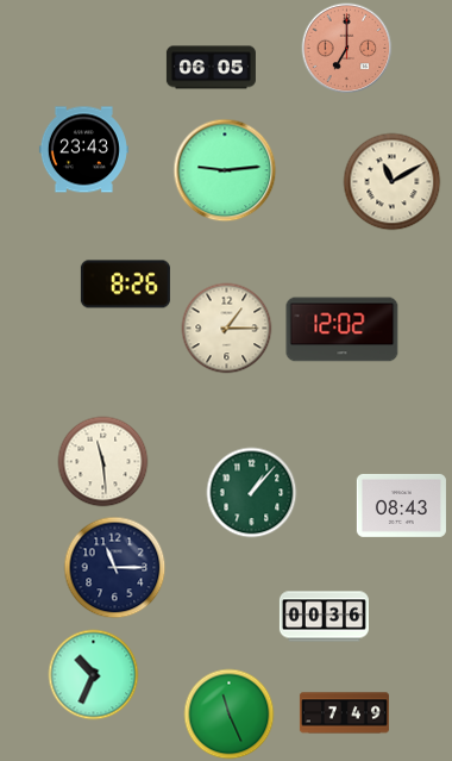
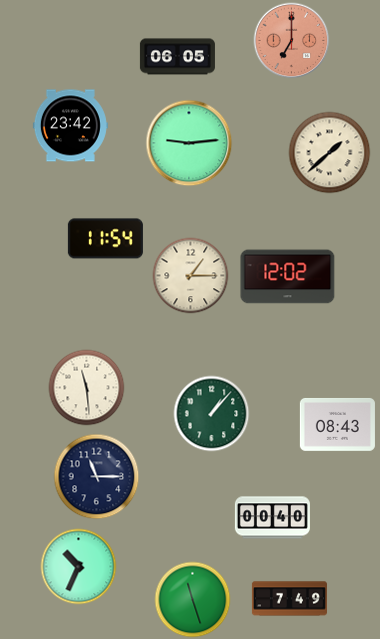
clock at (83, 150): 23:43 -> 23:42
clock at (393, 182): 11:10 -> 1:38
clock at (125, 285): 8:26 -> 11:54
clock at (324, 617): 00:36 -> 00:40
clock at (230, 715): 11:26 -> 11:27
